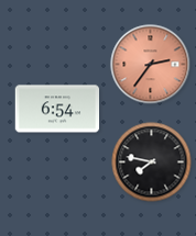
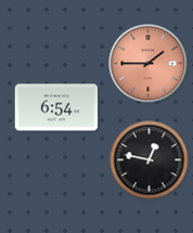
clock at (151, 65): 2:36 -> 1:45
clock at (152, 162): 7:47 -> 12:47
